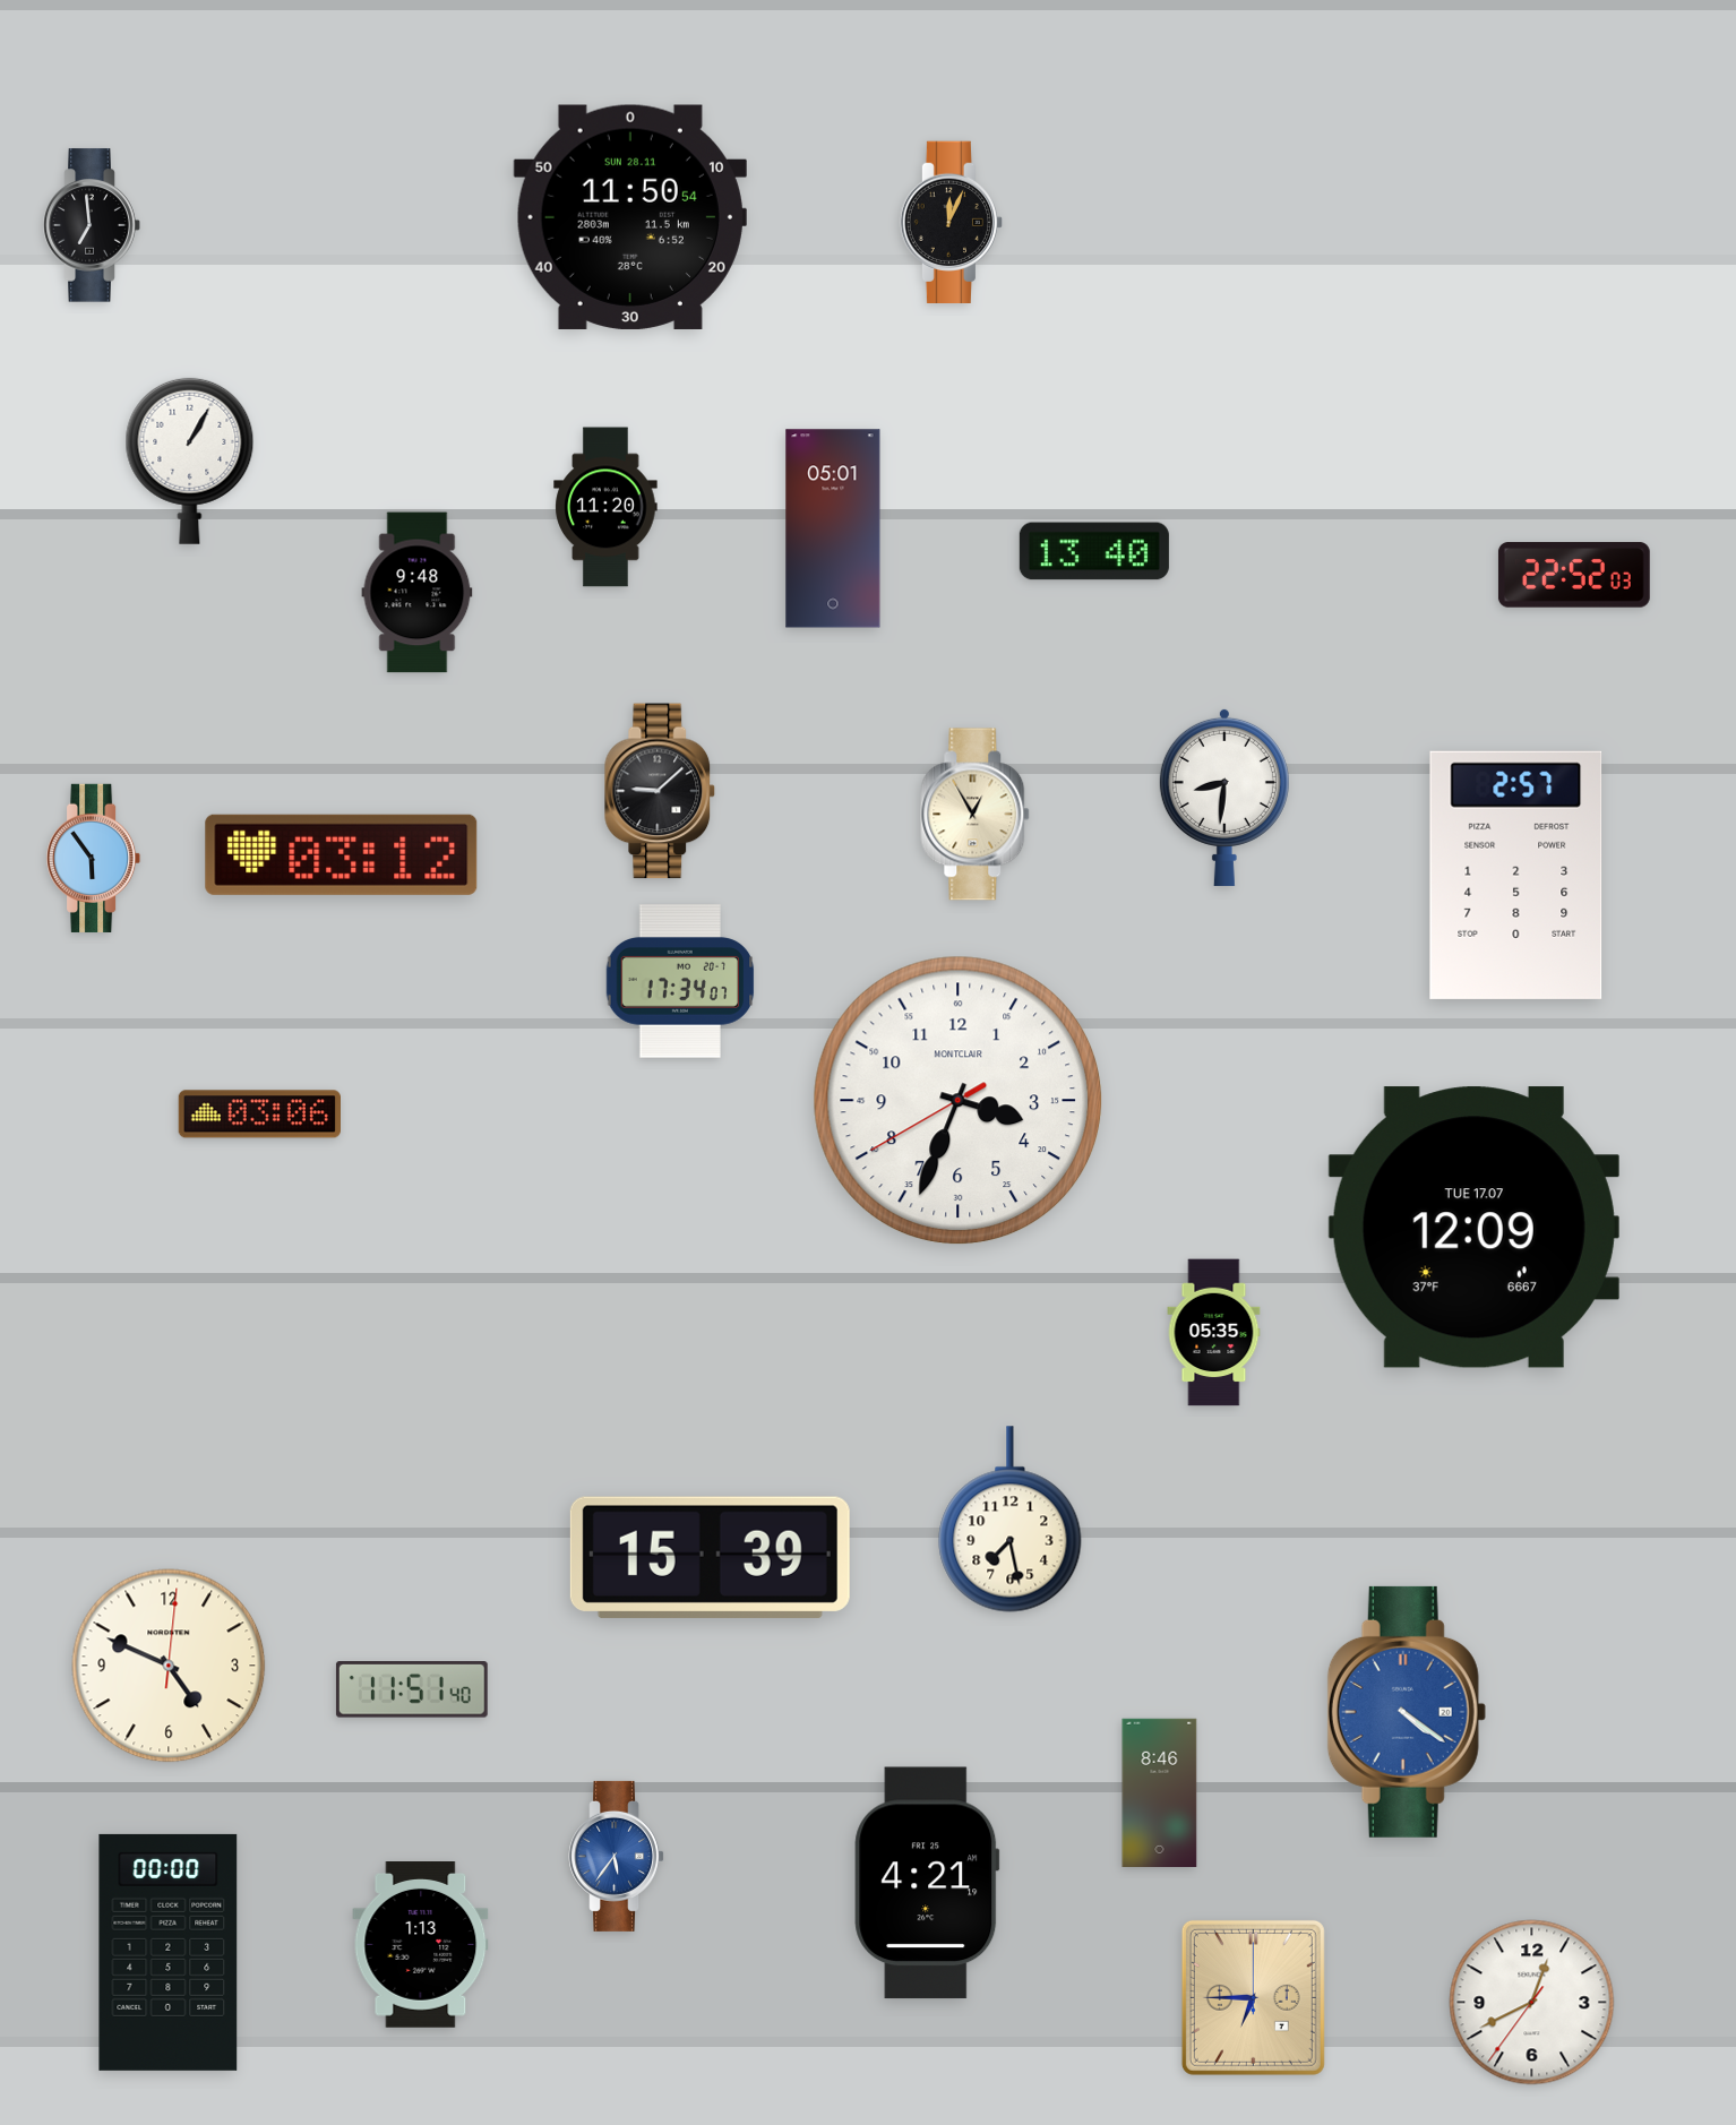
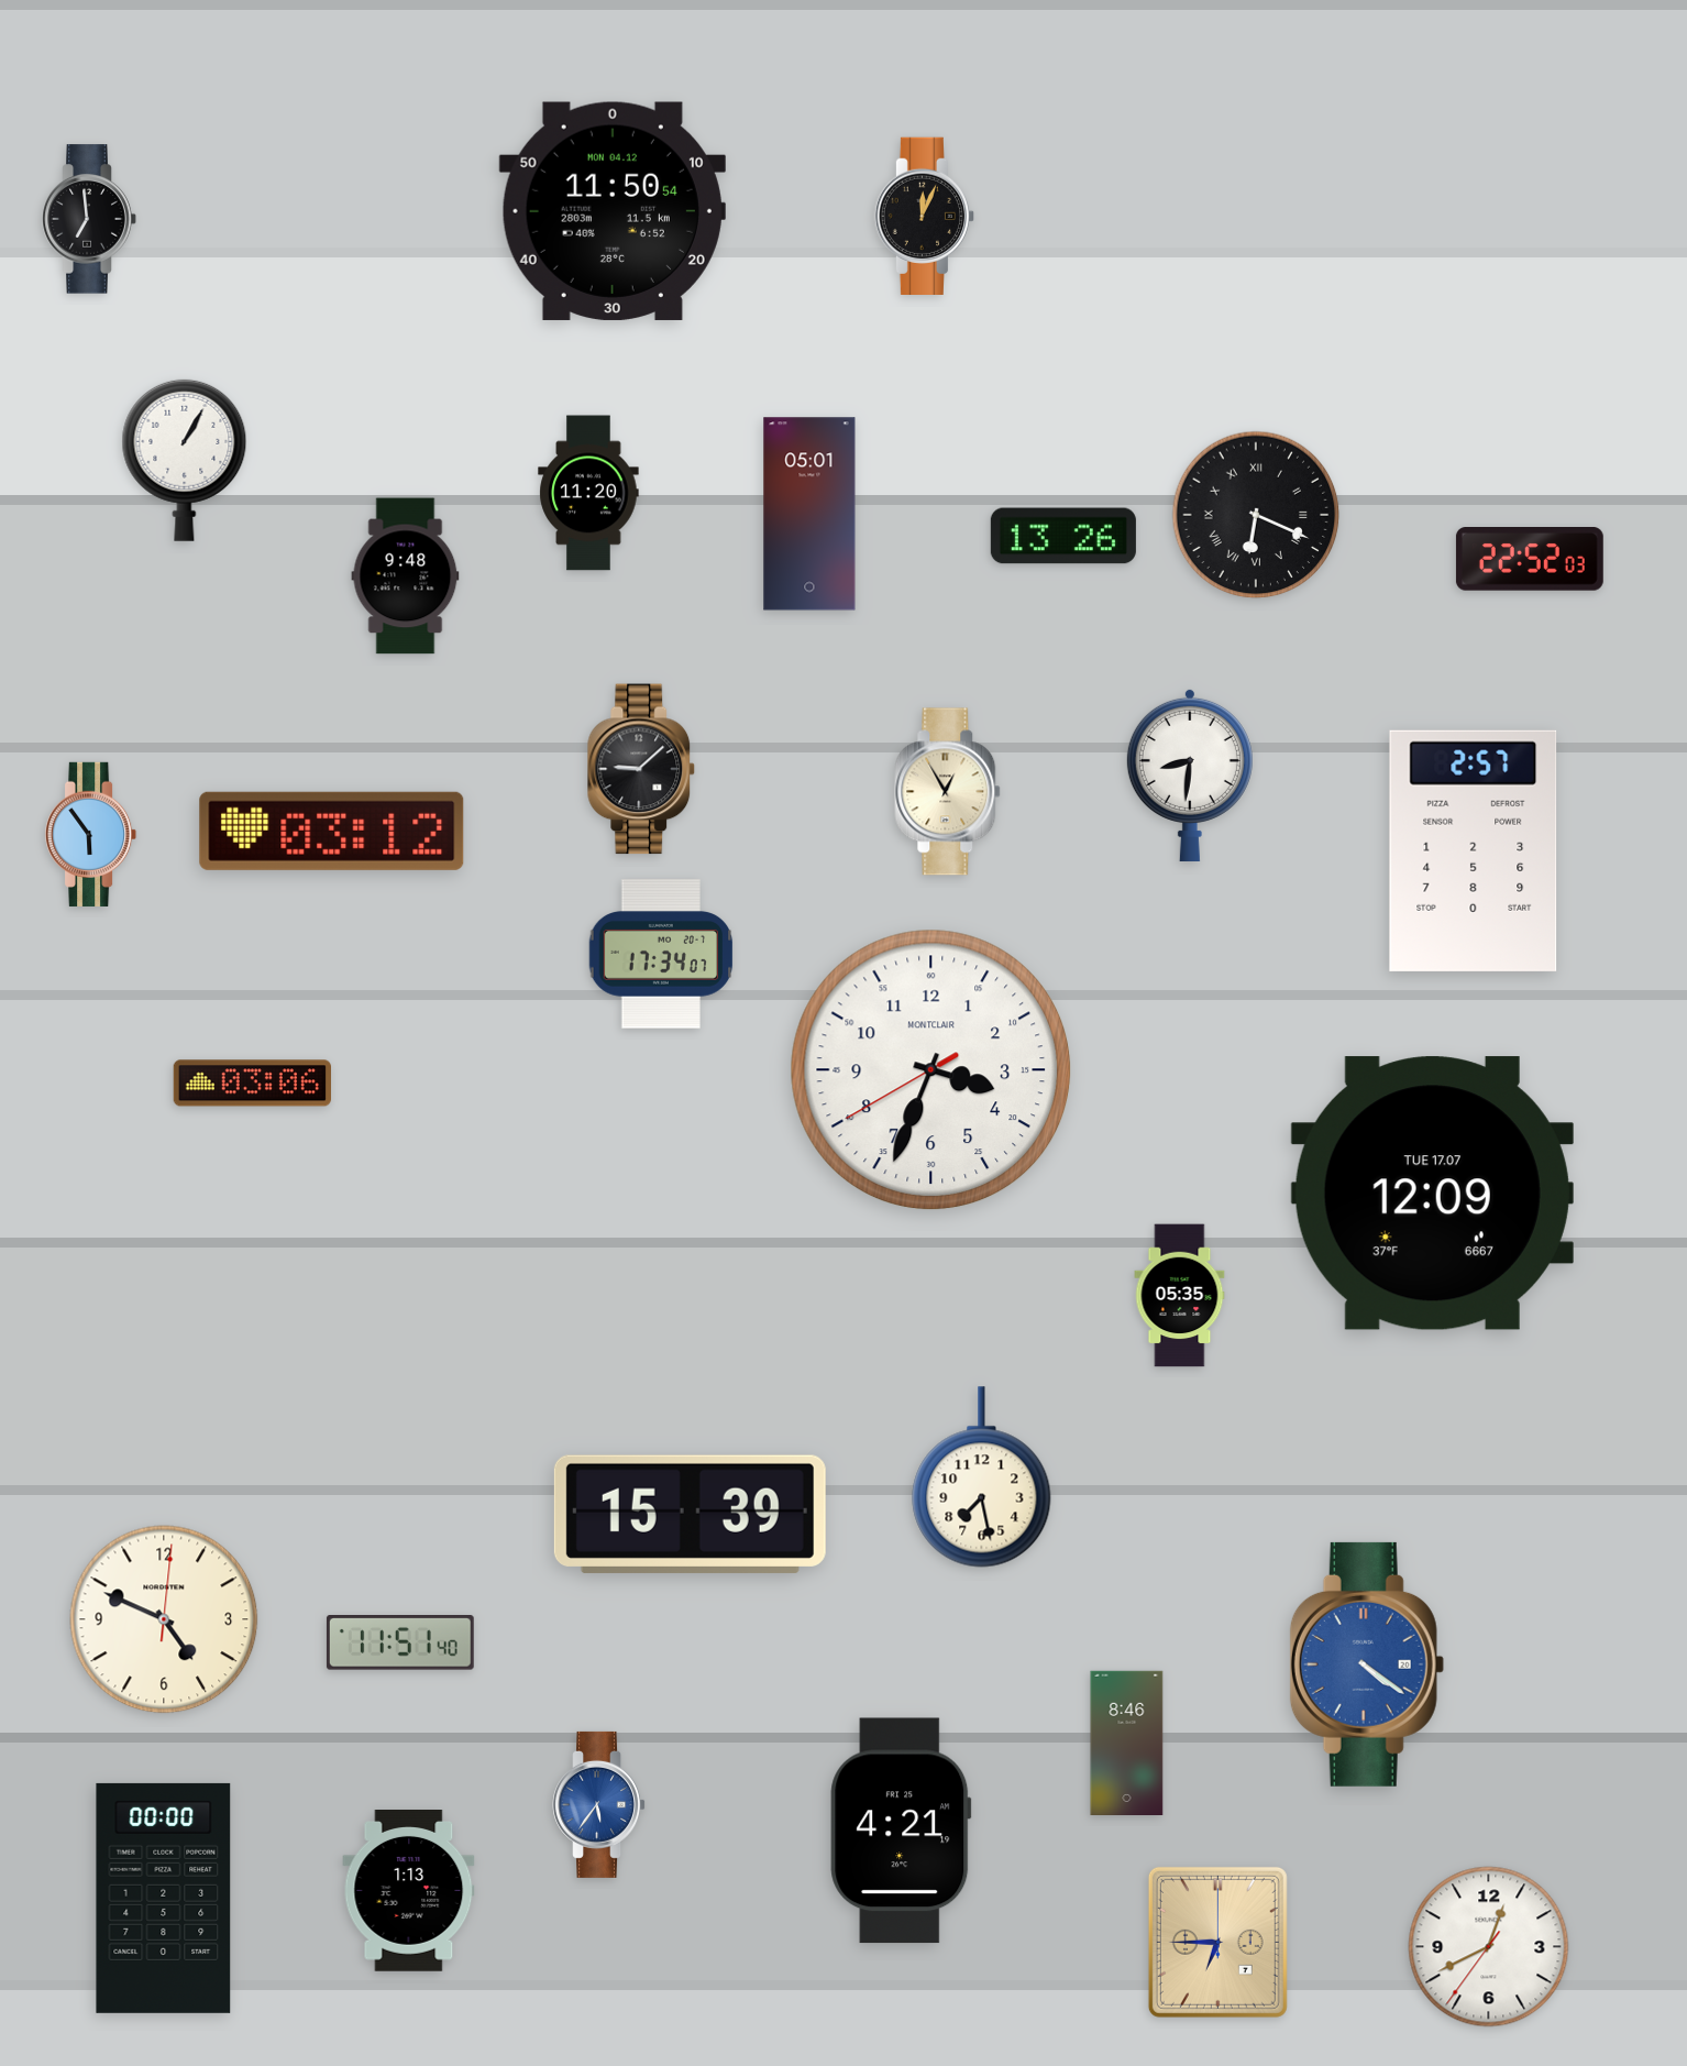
clock at (630, 217) date: SUN 28.11 -> MON 04.12
clock at (190, 461) position: (190, 461) -> (185, 460)
clock at (1256, 515): none -> 6:19
clock at (1094, 551): 13:40 -> 13:26
